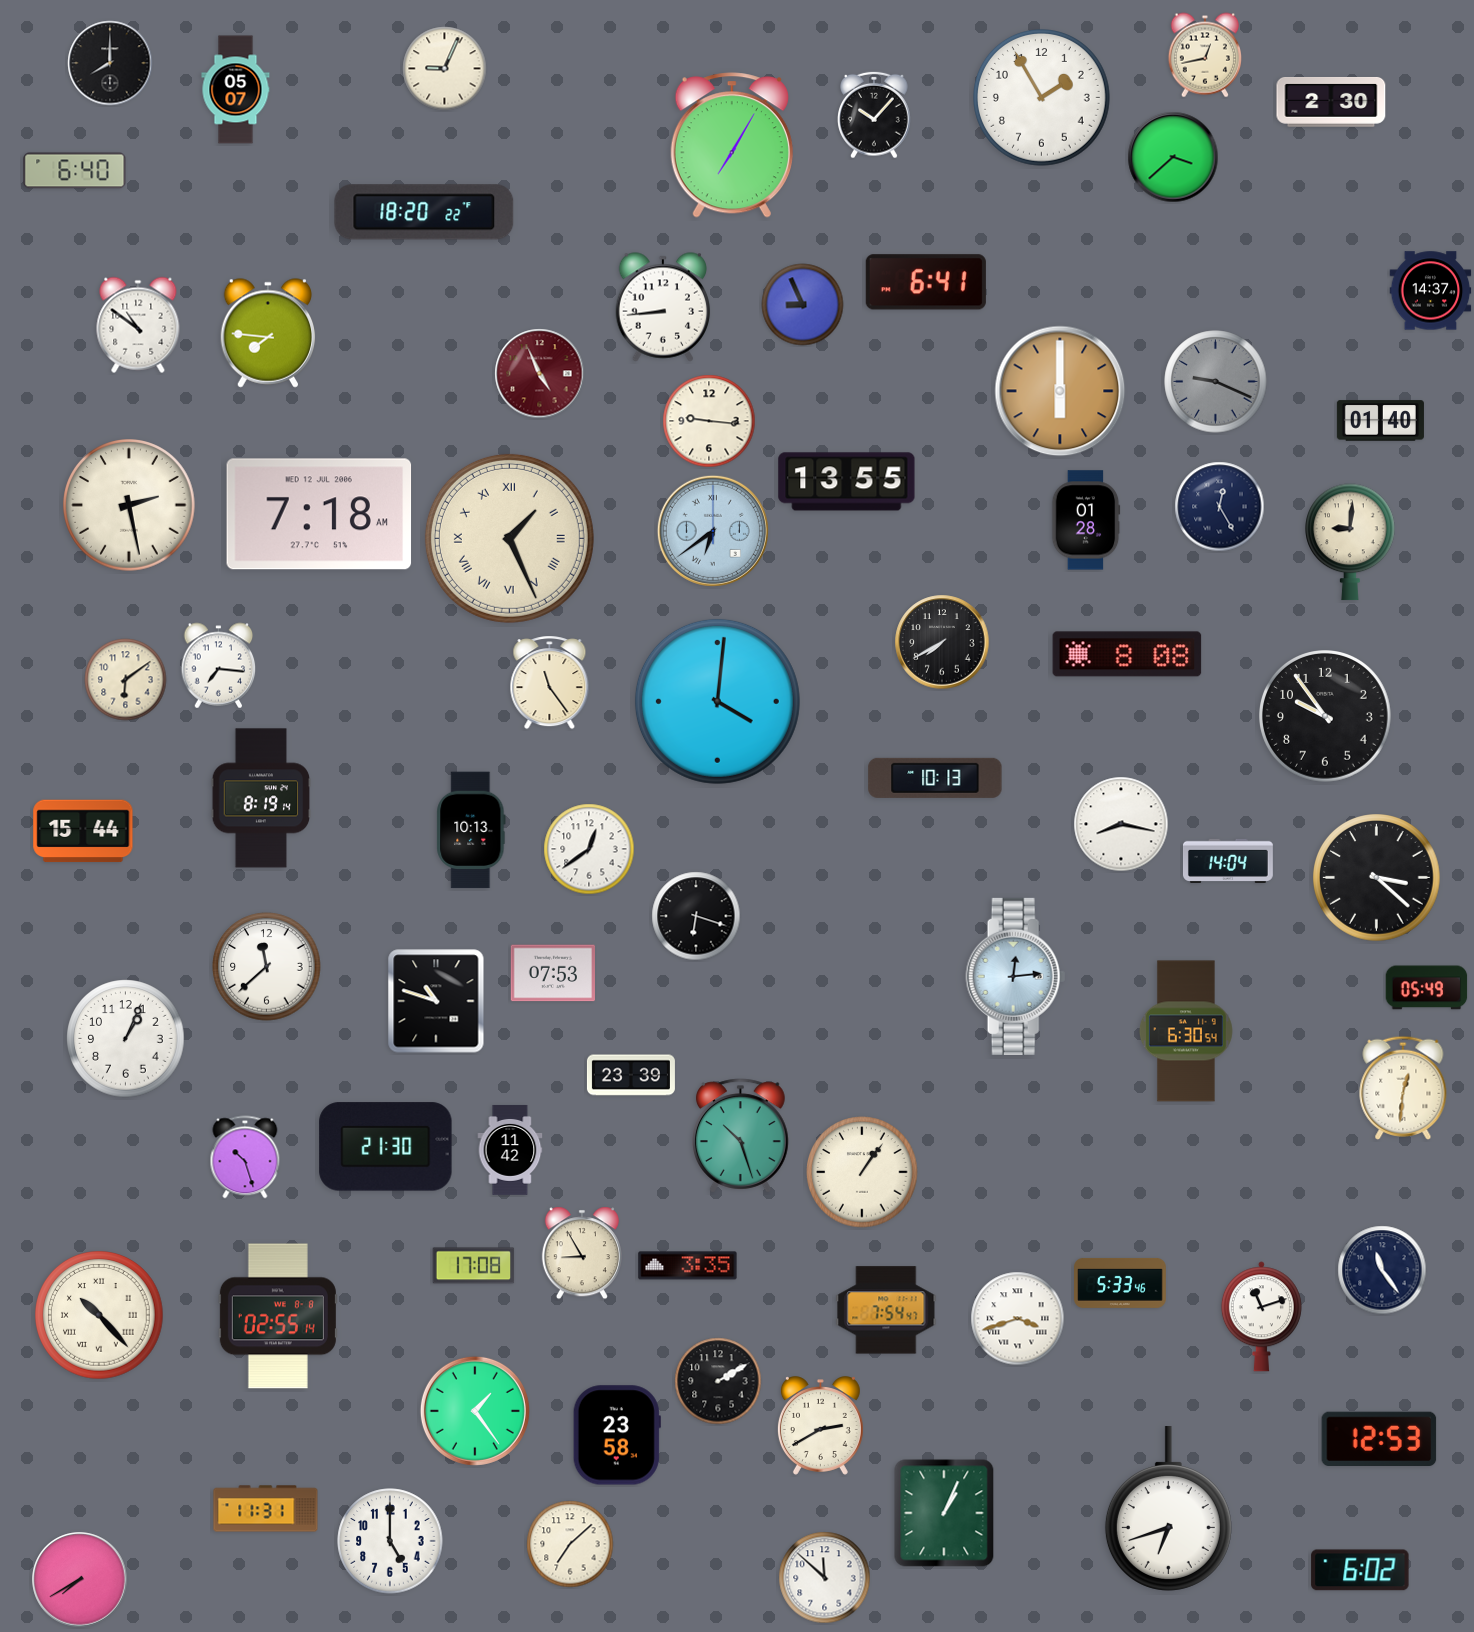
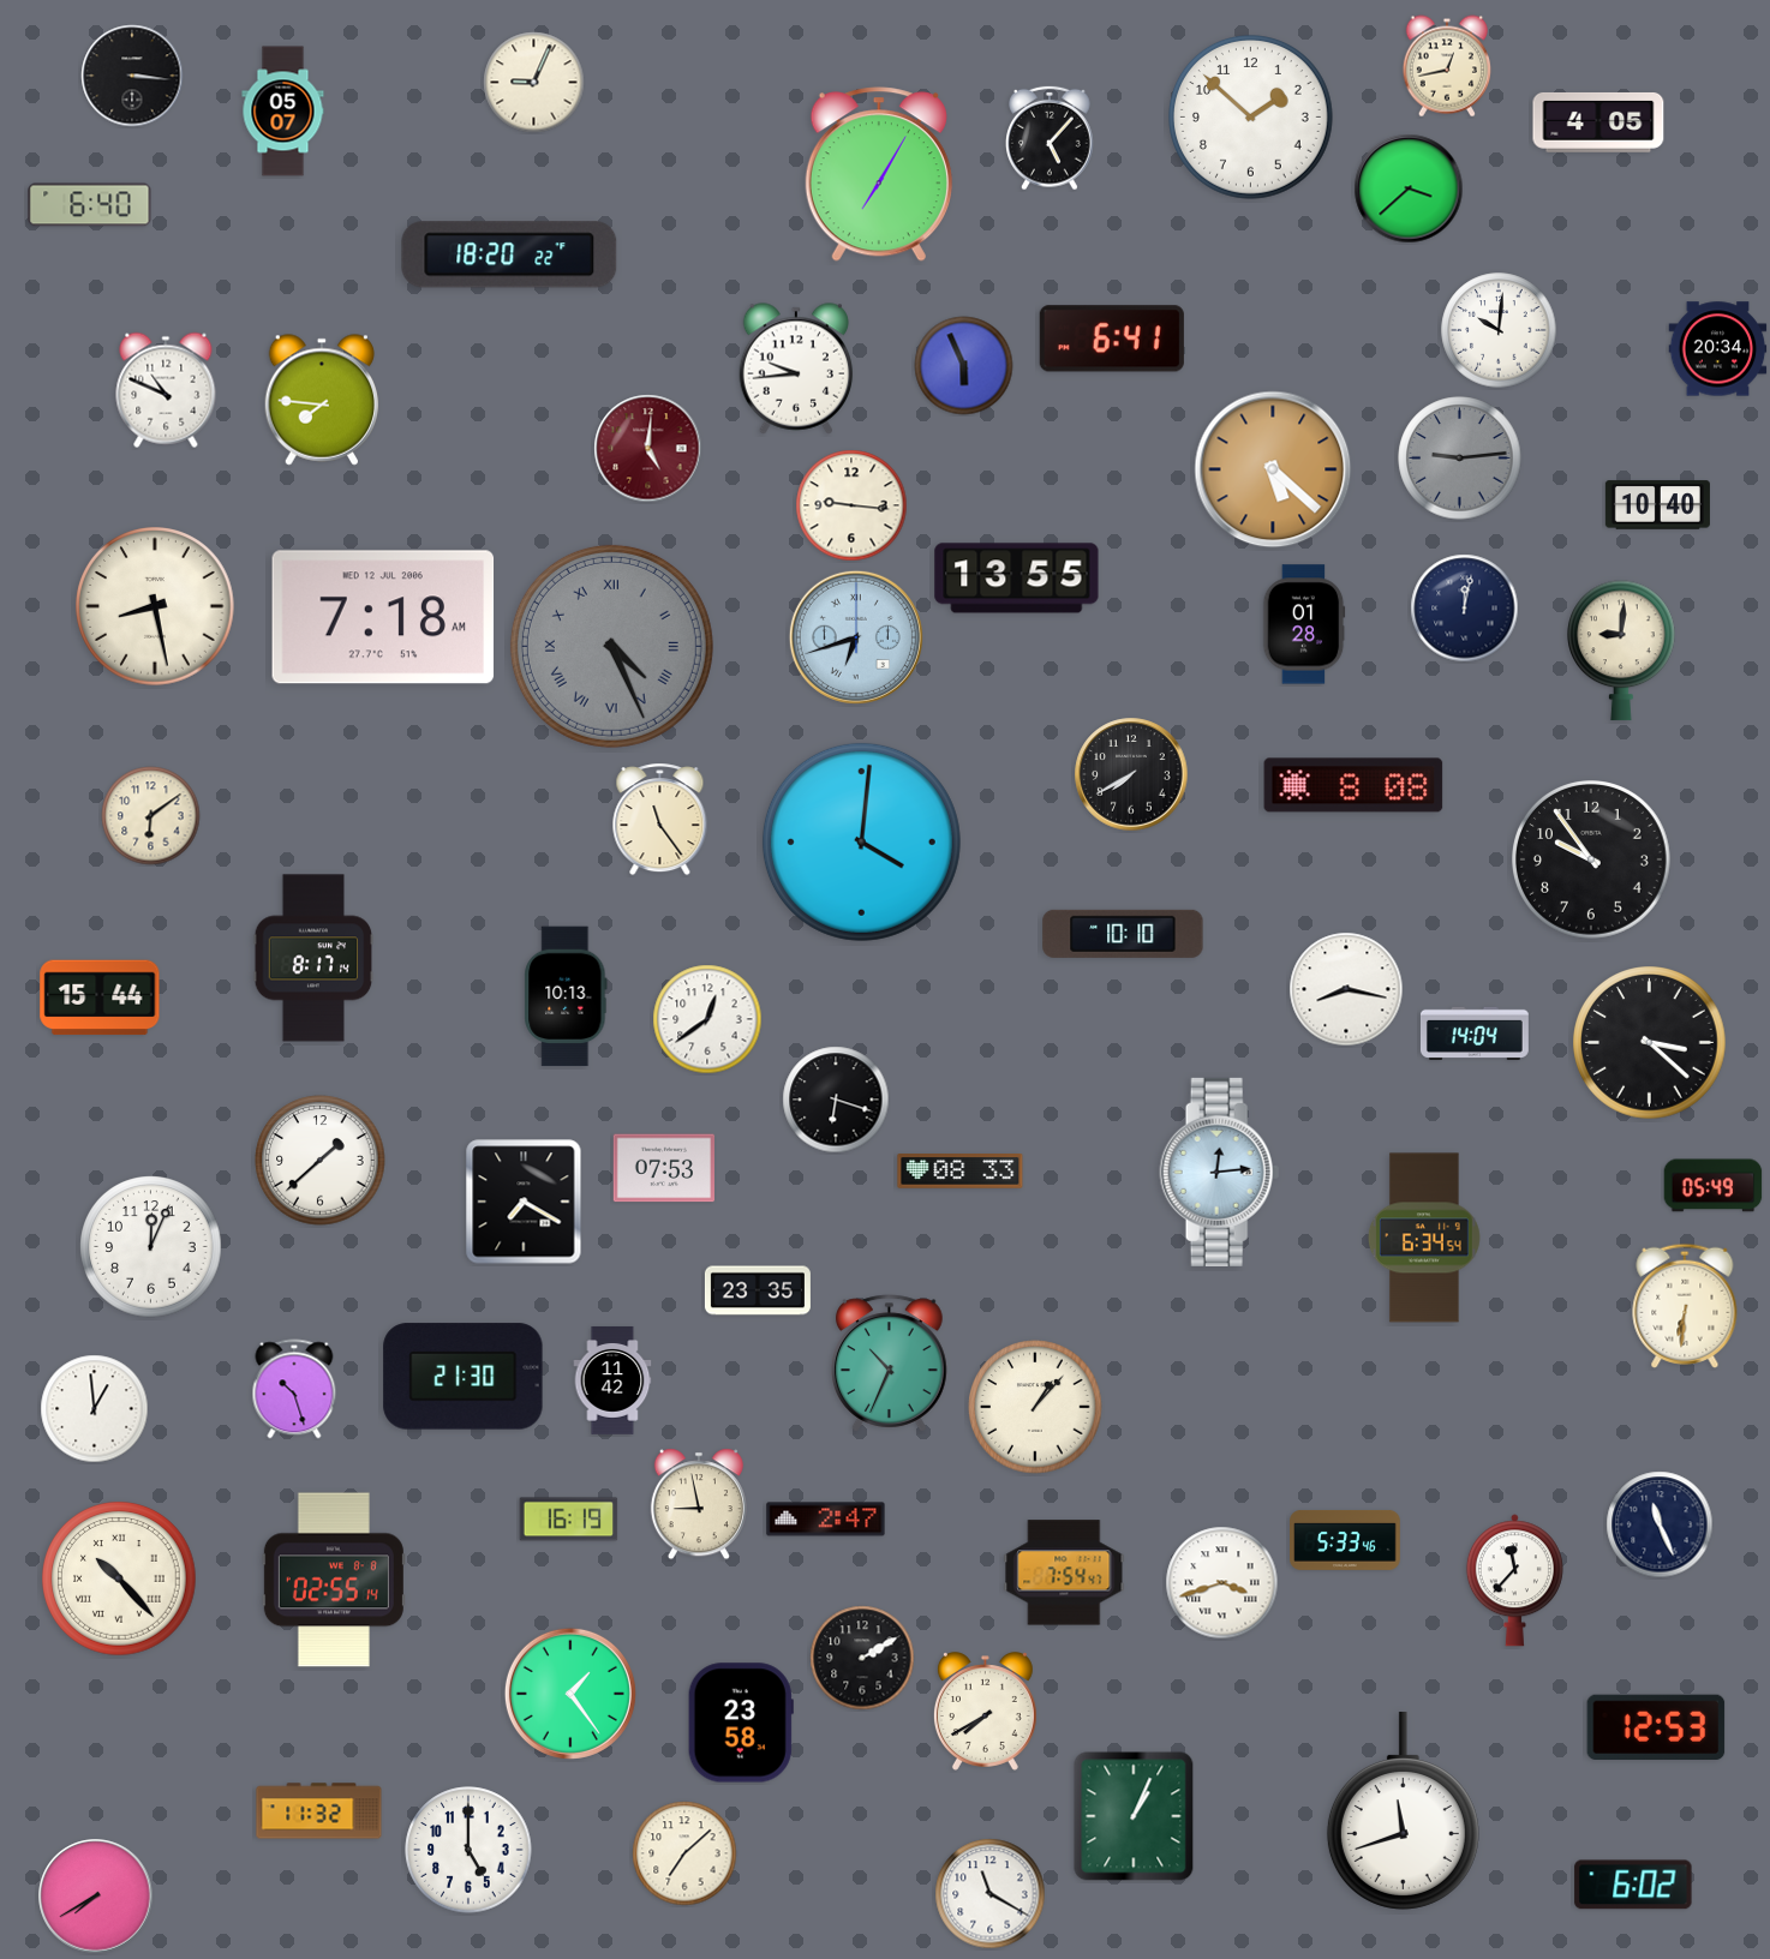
clock at (110, 63): 8:00 -> 3:16
clock at (236, 90) position: (236, 90) -> (283, 112)
clock at (1042, 98): 1:55 -> 1:52
clock at (1331, 102): 2:30 -> 4:05
clock at (875, 115): 10:07 -> 5:07
clock at (1499, 330): none -> 10:01
clock at (1431, 291): 14:37 -> 20:34
clock at (803, 305): 8:56 -> 5:56
clock at (663, 307): 8:44 -> 9:44
clock at (138, 325): 10:51 -> 10:49
clock at (540, 374): 4:56 -> 5:01
clock at (1216, 382): 9:19 -> 9:14
clock at (1060, 391): 6:00 -> 5:22
clock at (1380, 421): 01:40 -> 10:40
clock at (130, 506): 2:28 -> 8:28
clock at (1220, 507): 12:25 -> 12:02
clock at (713, 531): 6:39 -> 6:42
clock at (509, 538): 1:26 -> 4:26
clock at (509, 538) dial: cream -> grey
clock at (942, 642) position: (942, 642) -> (1131, 774)
clock at (219, 666): 7:16 -> none
clock at (935, 778): 10:13 -> 10:10
clock at (261, 798): 8:19 -> 8:17
clock at (1377, 878) position: (1377, 878) -> (1650, 1043)
clock at (267, 967): 11:38 -> 1:38
clock at (961, 1172): none -> 08:33
clock at (436, 1001): 10:48 -> 7:20
clock at (1186, 1031): 6:30 -> 6:34
clock at (126, 1039): 1:04 -> 12:04
clock at (631, 1075): 23:39 -> 23:35
clock at (1403, 1088): 12:31 -> 6:31
clock at (741, 1136): 10:27 -> 10:34
clock at (862, 1172): 1:06 -> 1:07
clock at (95, 1409): none -> 12:59
clock at (582, 1253): 8:55 -> 8:58
clock at (474, 1266): 17:08 -> 16:19
clock at (688, 1266): 3:35 -> 2:47
clock at (1382, 1270): 11:24 -> 11:26
clock at (1261, 1317): 11:12 -> 11:37
clock at (820, 1426): 2:40 -> 7:40
clock at (266, 1509): 11:31 -> 11:32
clock at (1168, 1509): 6:42 -> 11:42
clock at (825, 1578): 11:52 -> 11:20
